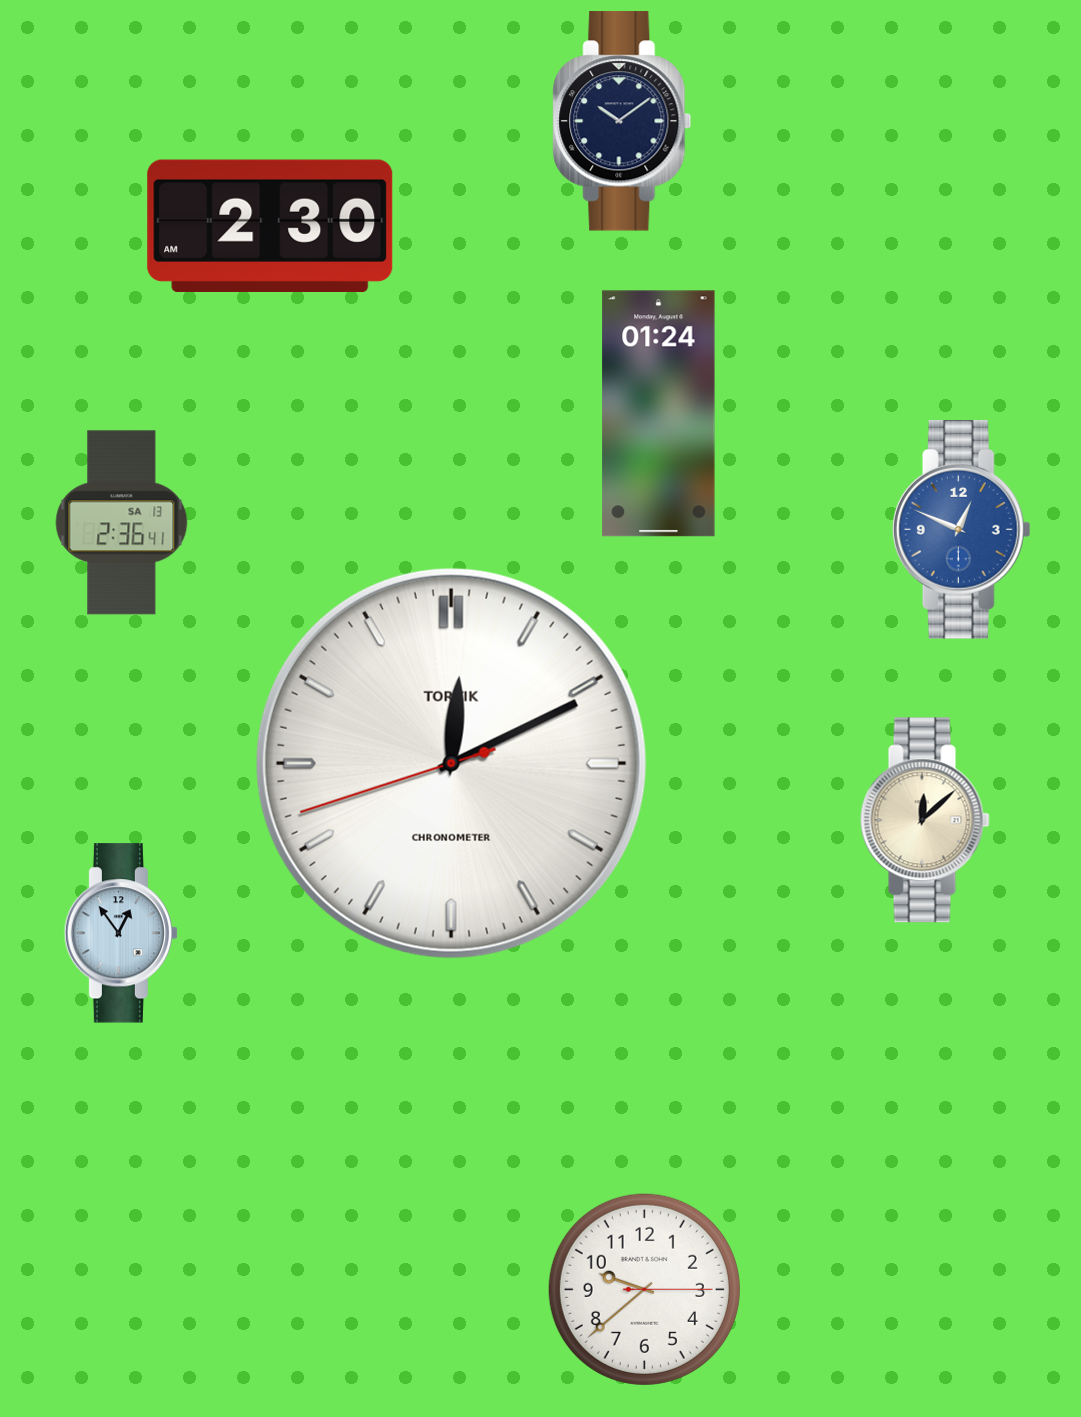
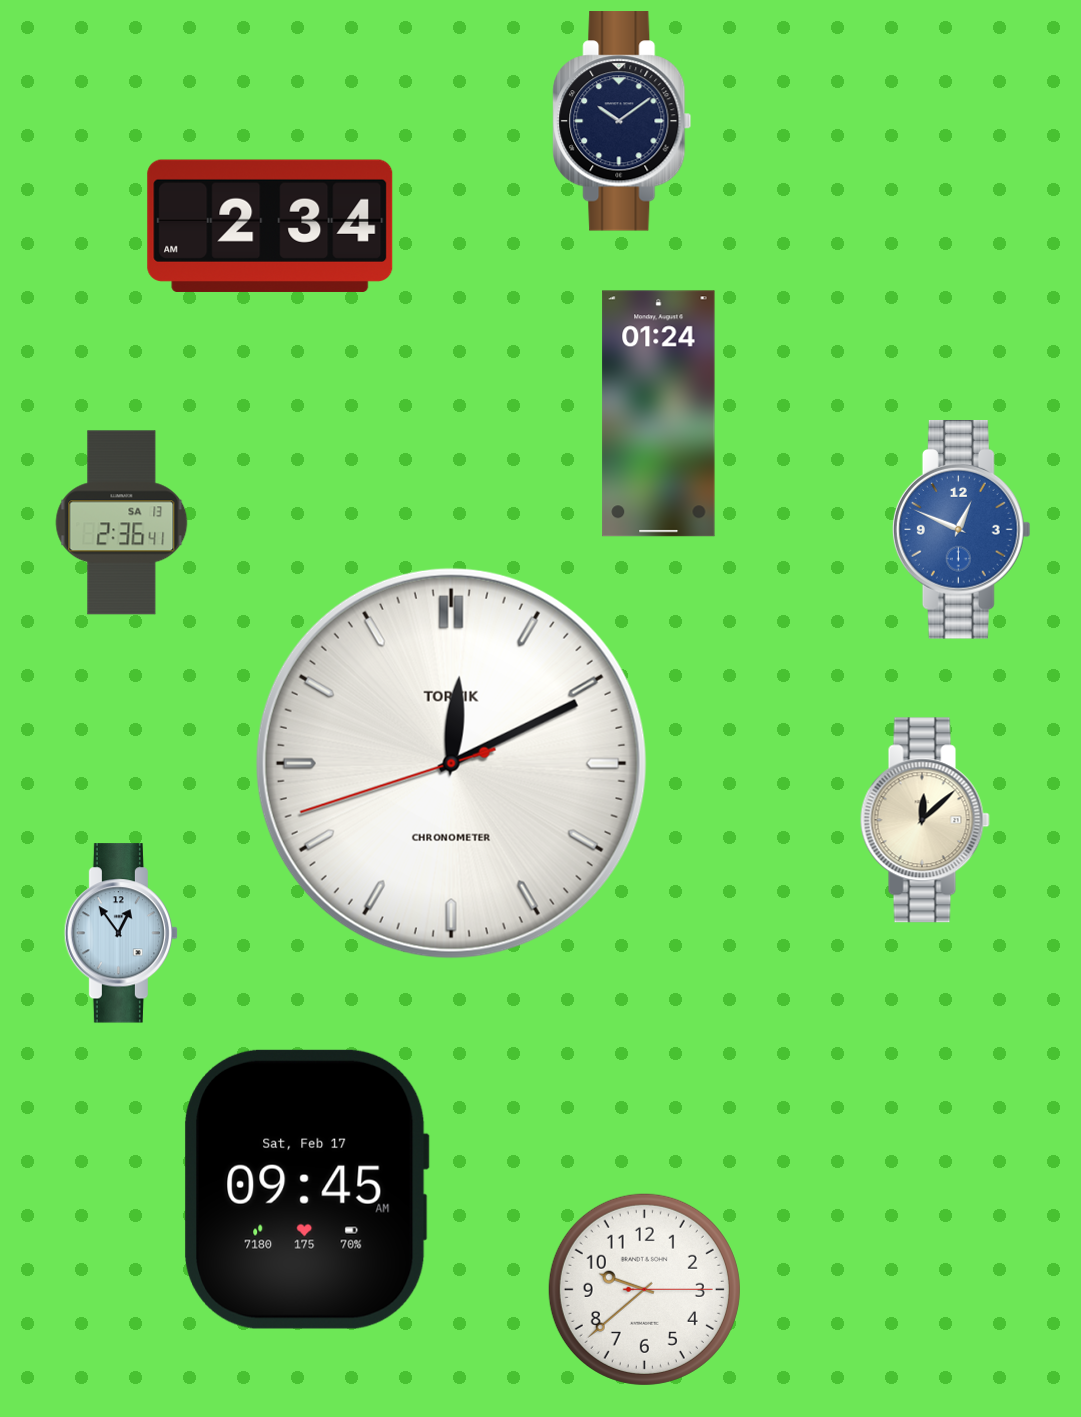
clock at (270, 226): 2:30 -> 2:34
clock at (306, 1189): none -> 09:45
